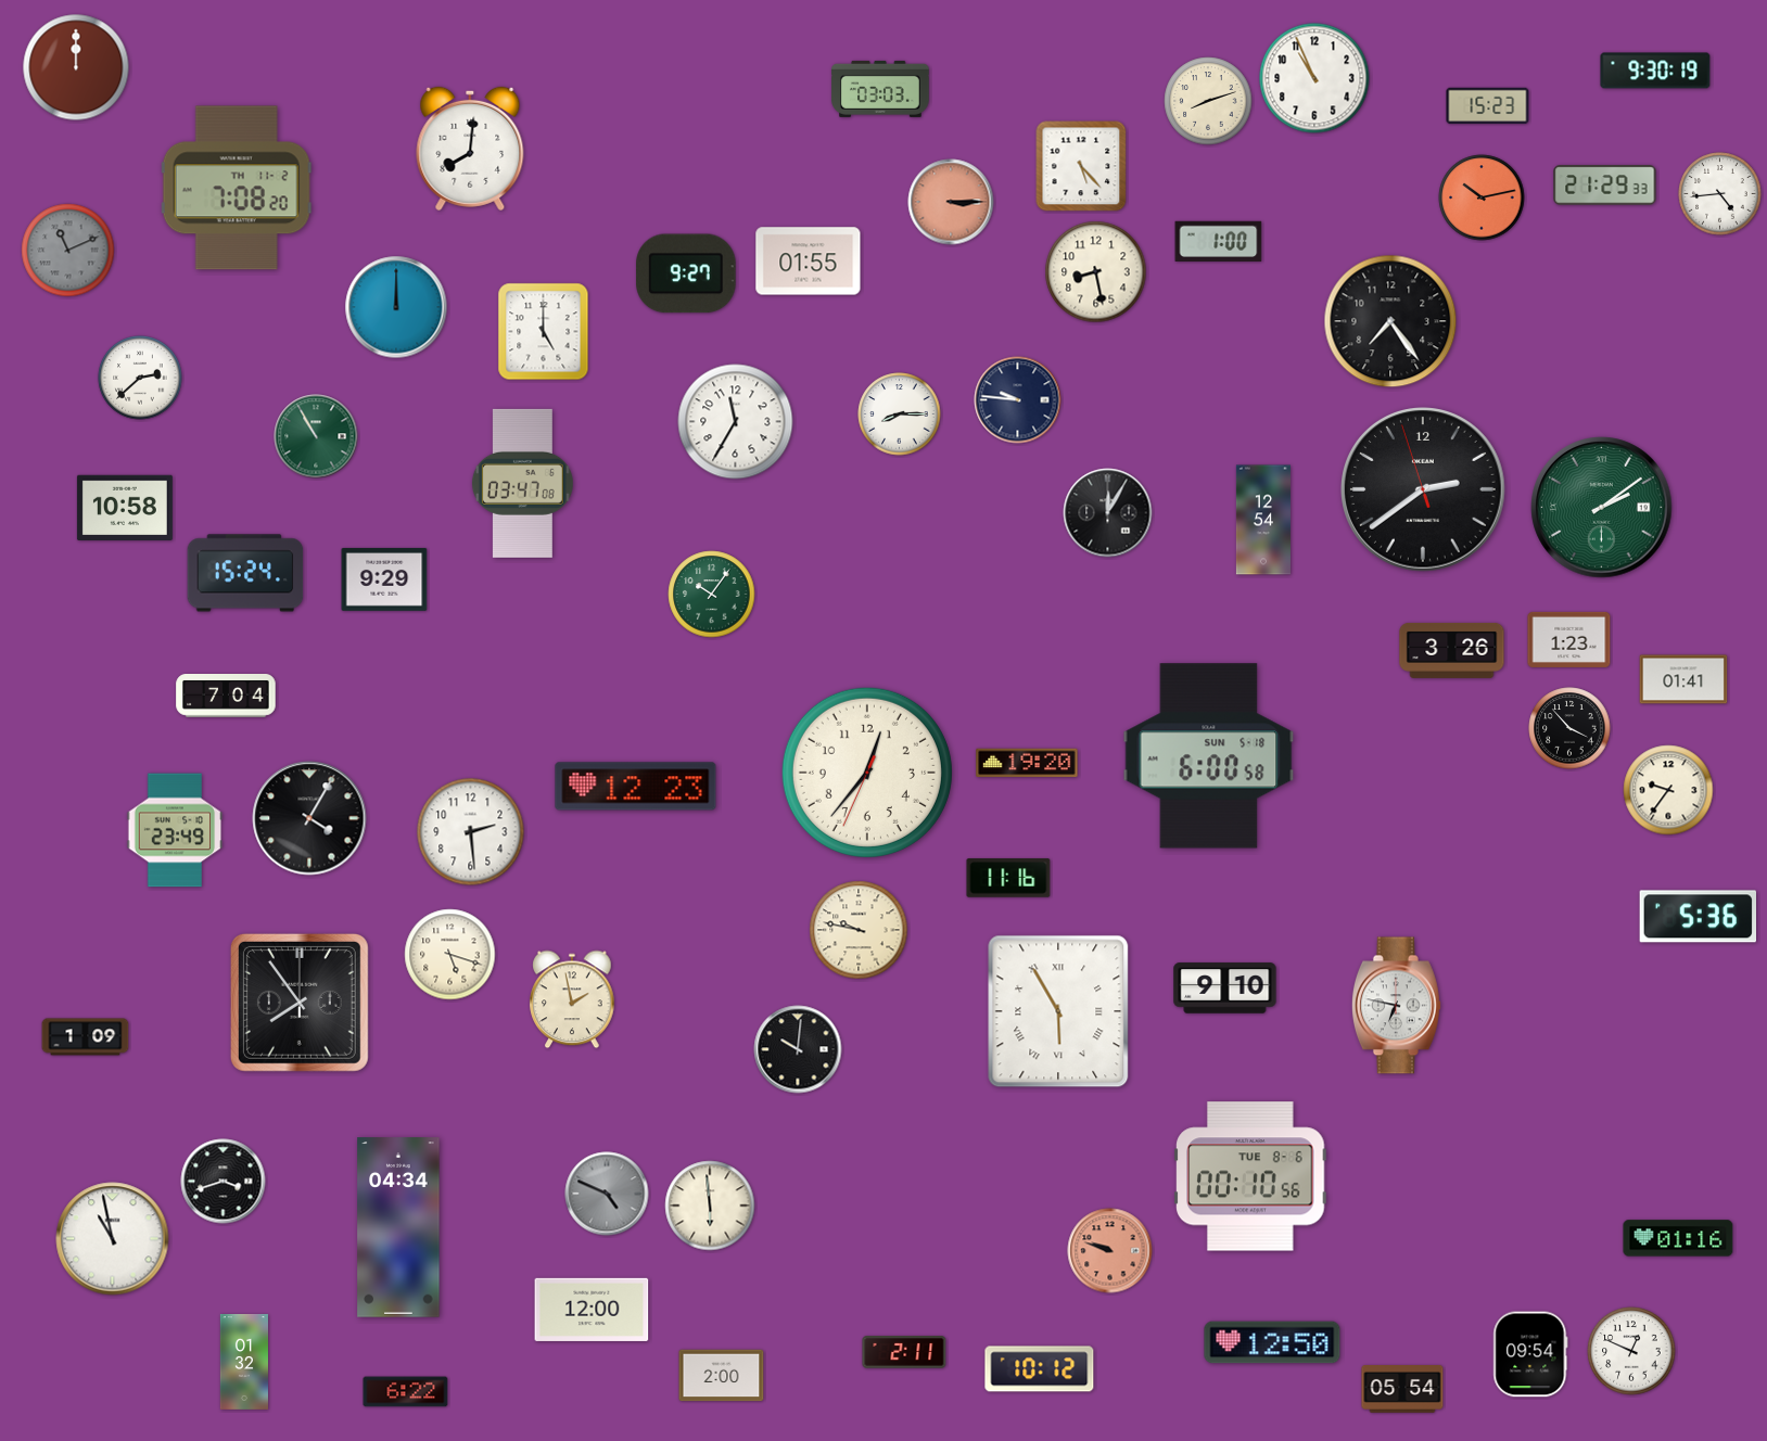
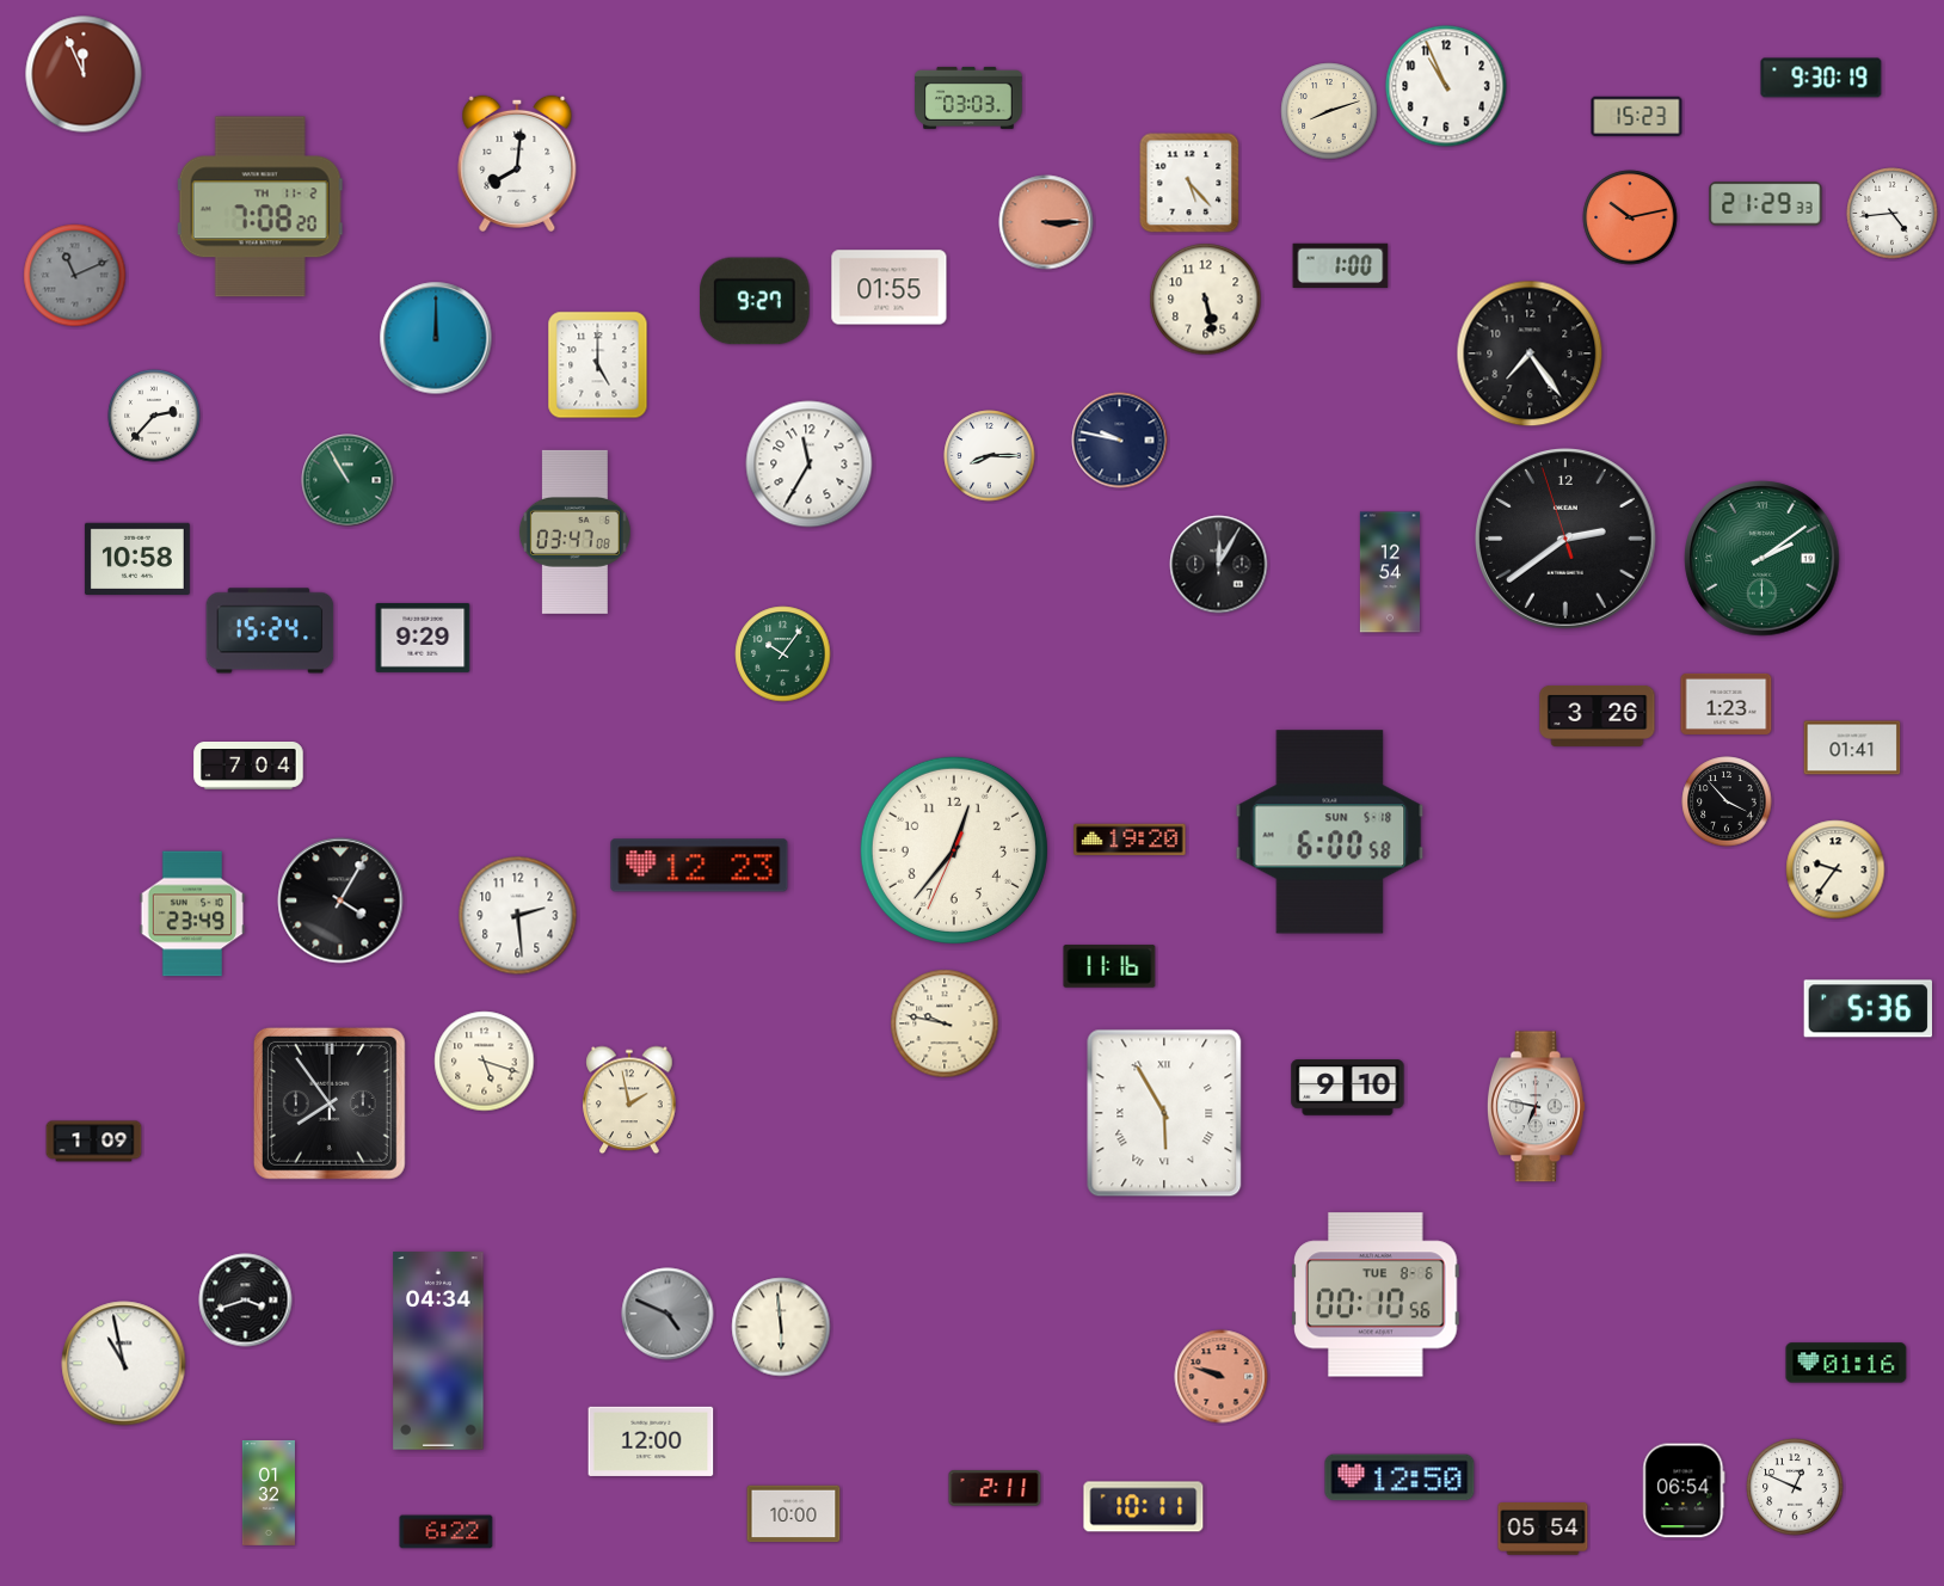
clock at (76, 67): 12:00 -> 11:56
clock at (1096, 272): 8:28 -> 5:28
clock at (140, 378): 2:38 -> 2:37
clock at (1018, 400): 9:46 -> 9:47
clock at (450, 955) position: (450, 955) -> (485, 1062)
clock at (798, 1049): 10:01 -> none
clock at (1530, 1354): 09:54 -> 06:54
clock at (244, 1362) position: (244, 1362) -> (269, 1493)
clock at (1040, 1369): 10:12 -> 10:11
clock at (722, 1376): 2:00 -> 10:00
